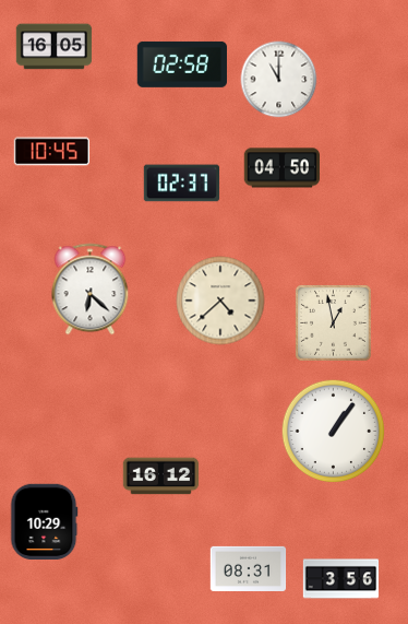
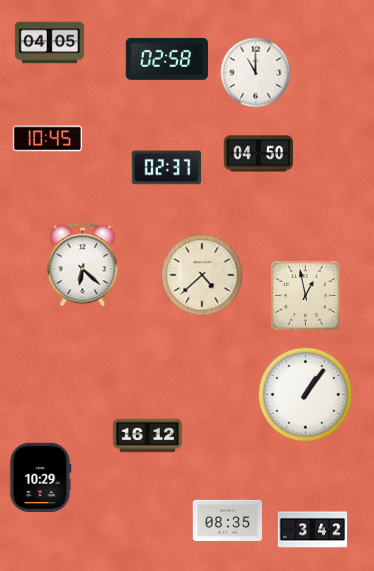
clock at (55, 47): 16:05 -> 04:05
clock at (249, 568): 08:31 -> 08:35
clock at (341, 579): 3:56 -> 3:42
